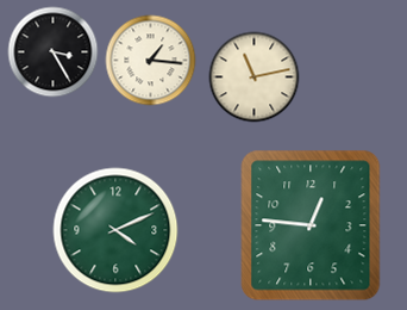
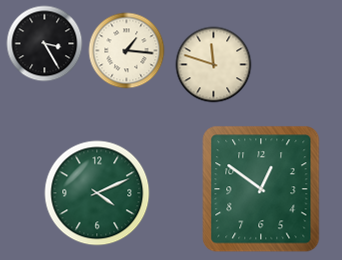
clock at (255, 77): 11:13 -> 11:48
clock at (311, 225): 12:46 -> 12:51
